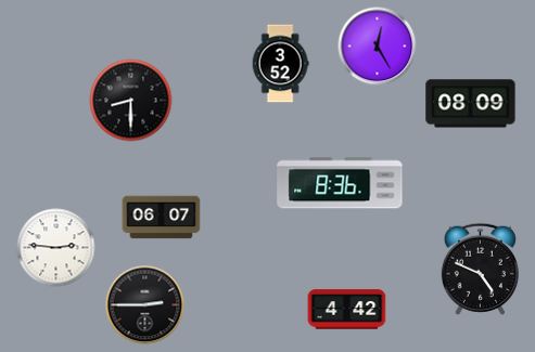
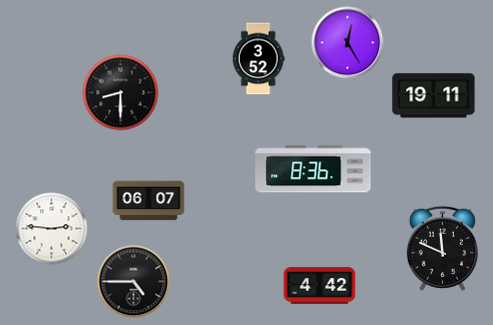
clock at (471, 104): 08:09 -> 19:11
clock at (480, 269): 4:49 -> 11:49
clock at (145, 305): 2:45 -> 4:45
